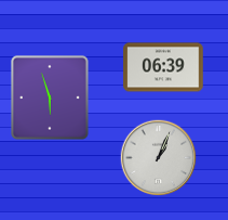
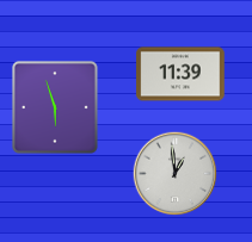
clock at (163, 67): 06:39 -> 11:39
clock at (159, 158): 1:04 -> 12:59
